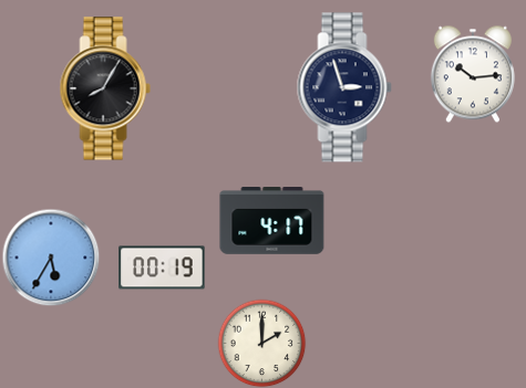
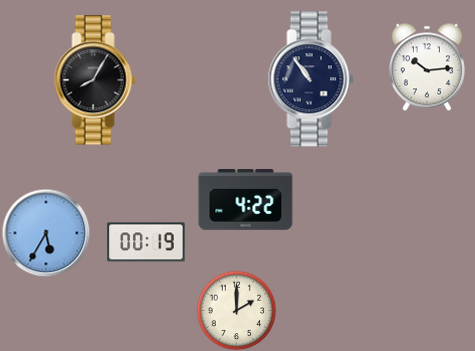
clock at (344, 87): 2:57 -> 10:54
clock at (272, 221): 4:17 -> 4:22
